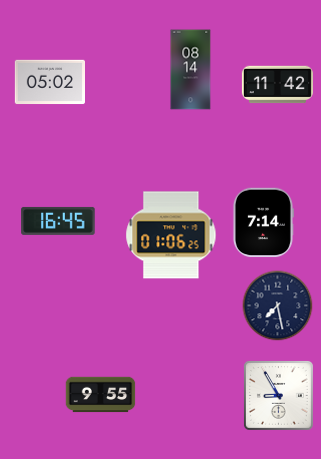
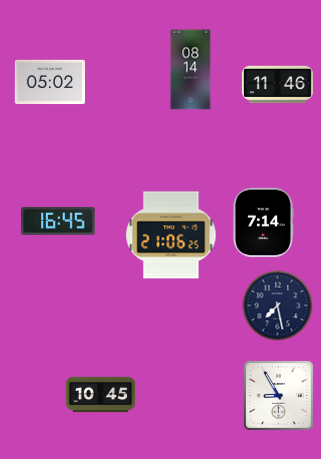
clock at (277, 85): 11:42 -> 11:46
clock at (171, 235): 01:06 -> 21:06
clock at (101, 395): 9:55 -> 10:45
